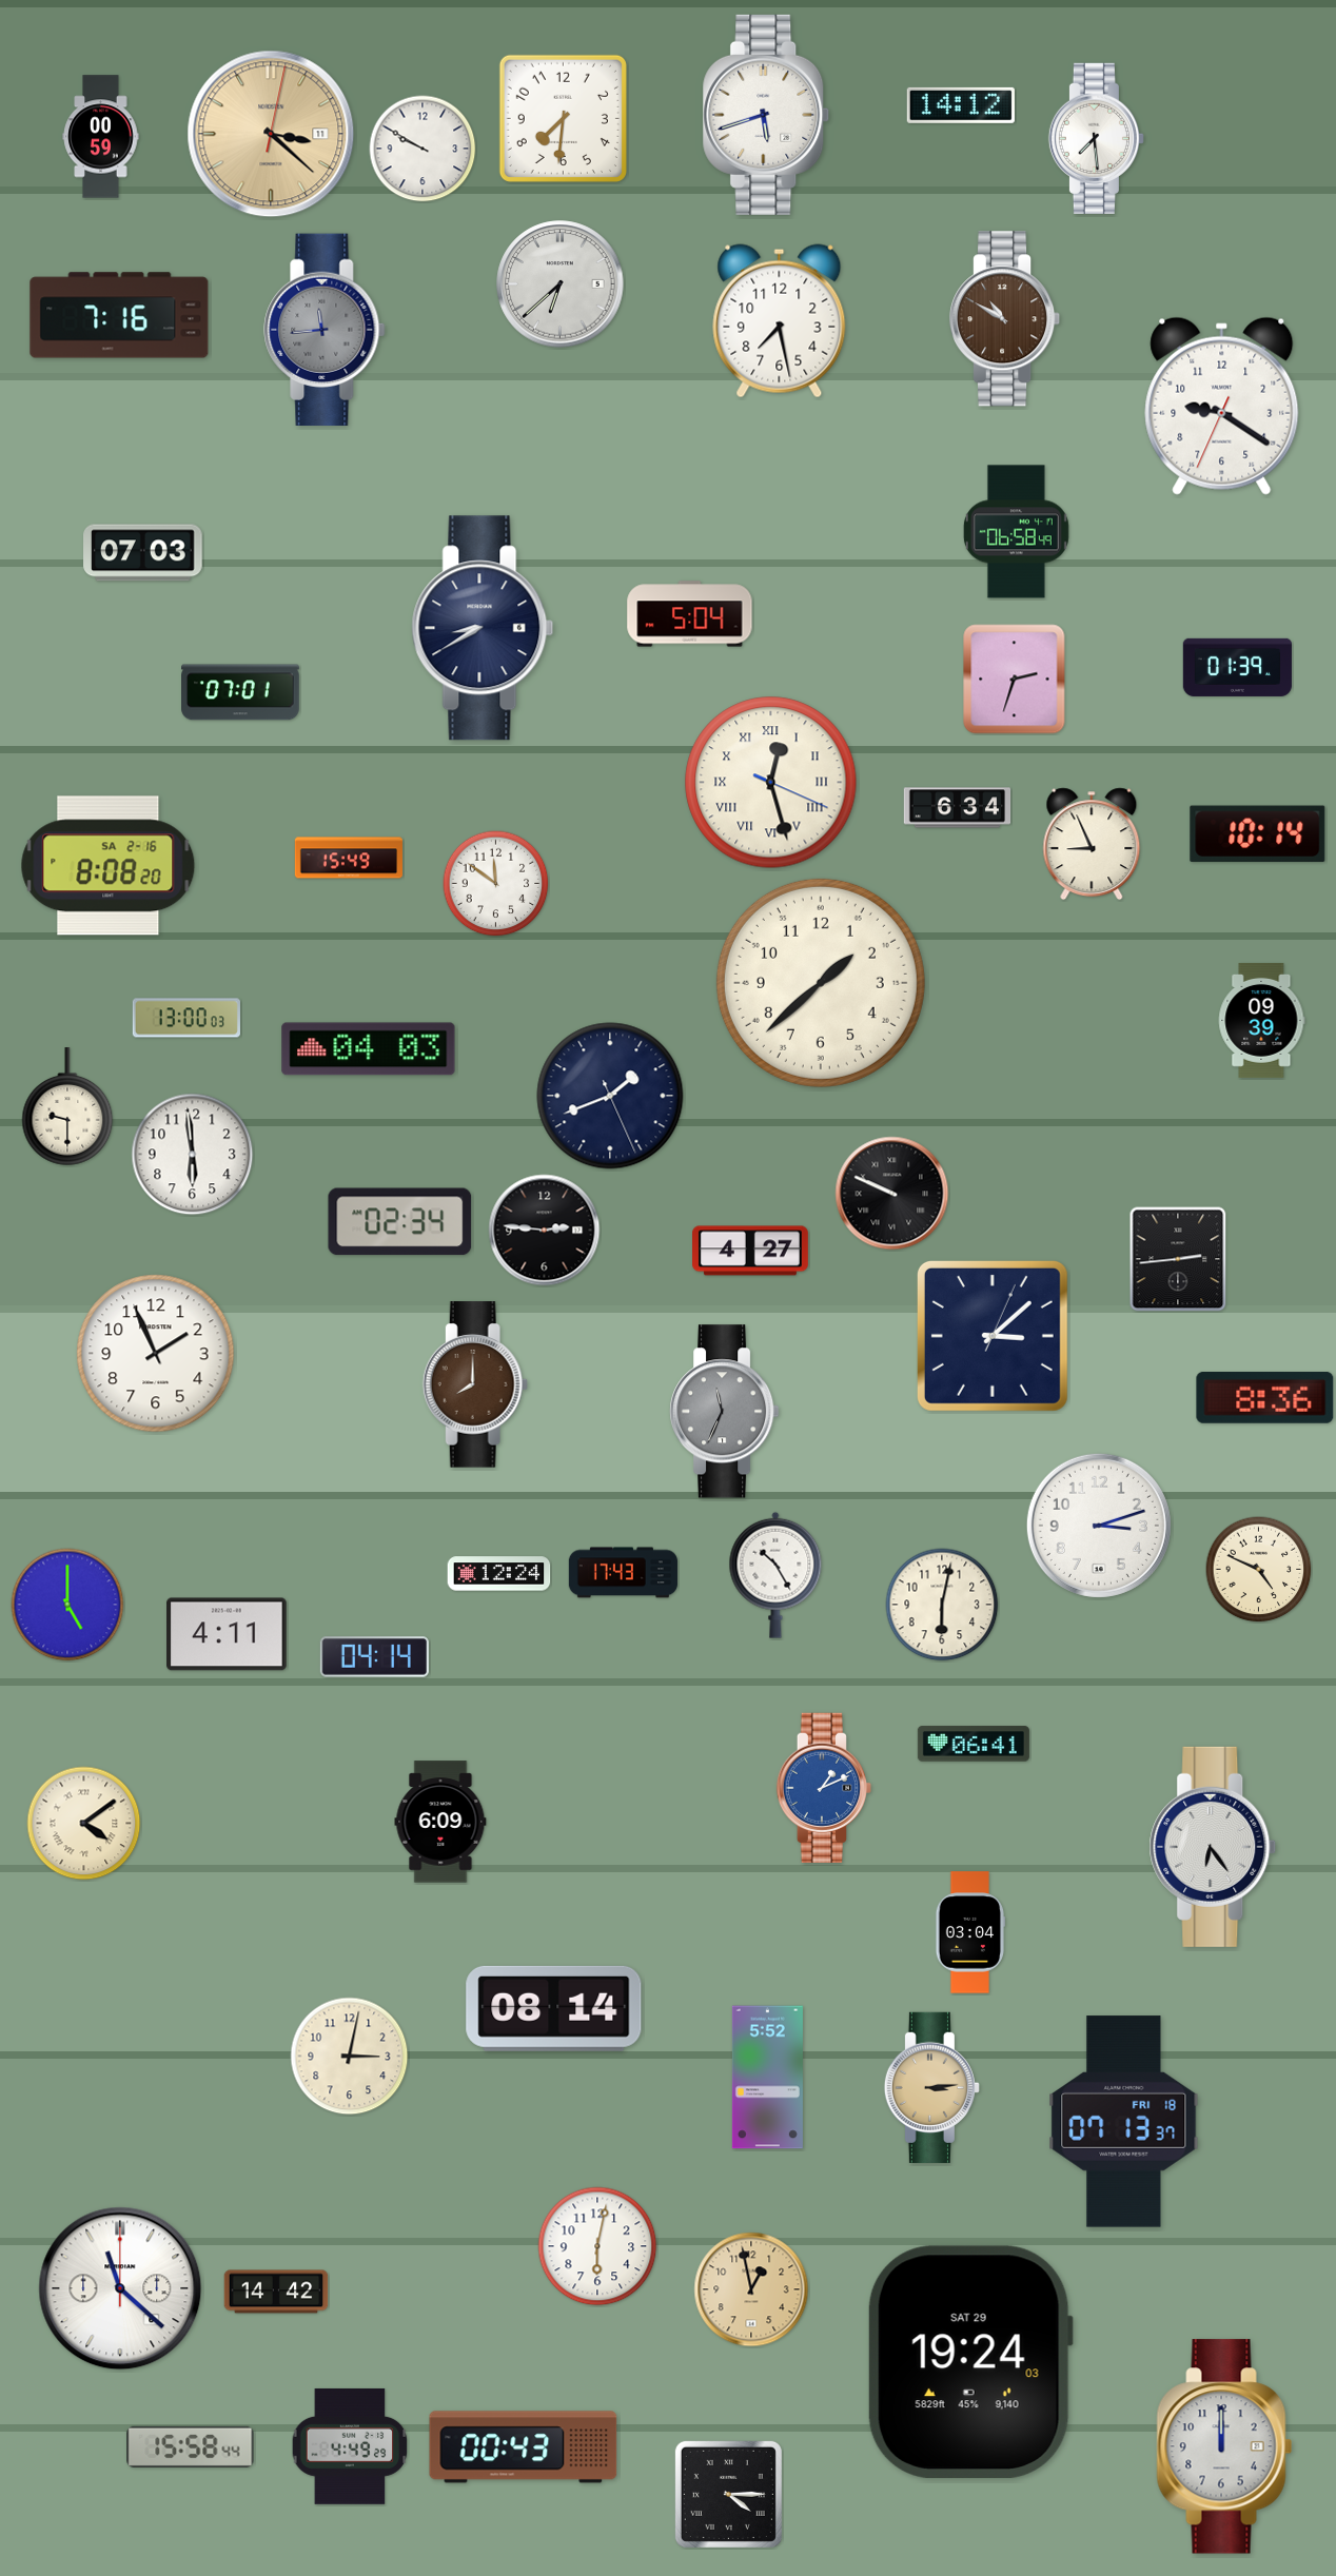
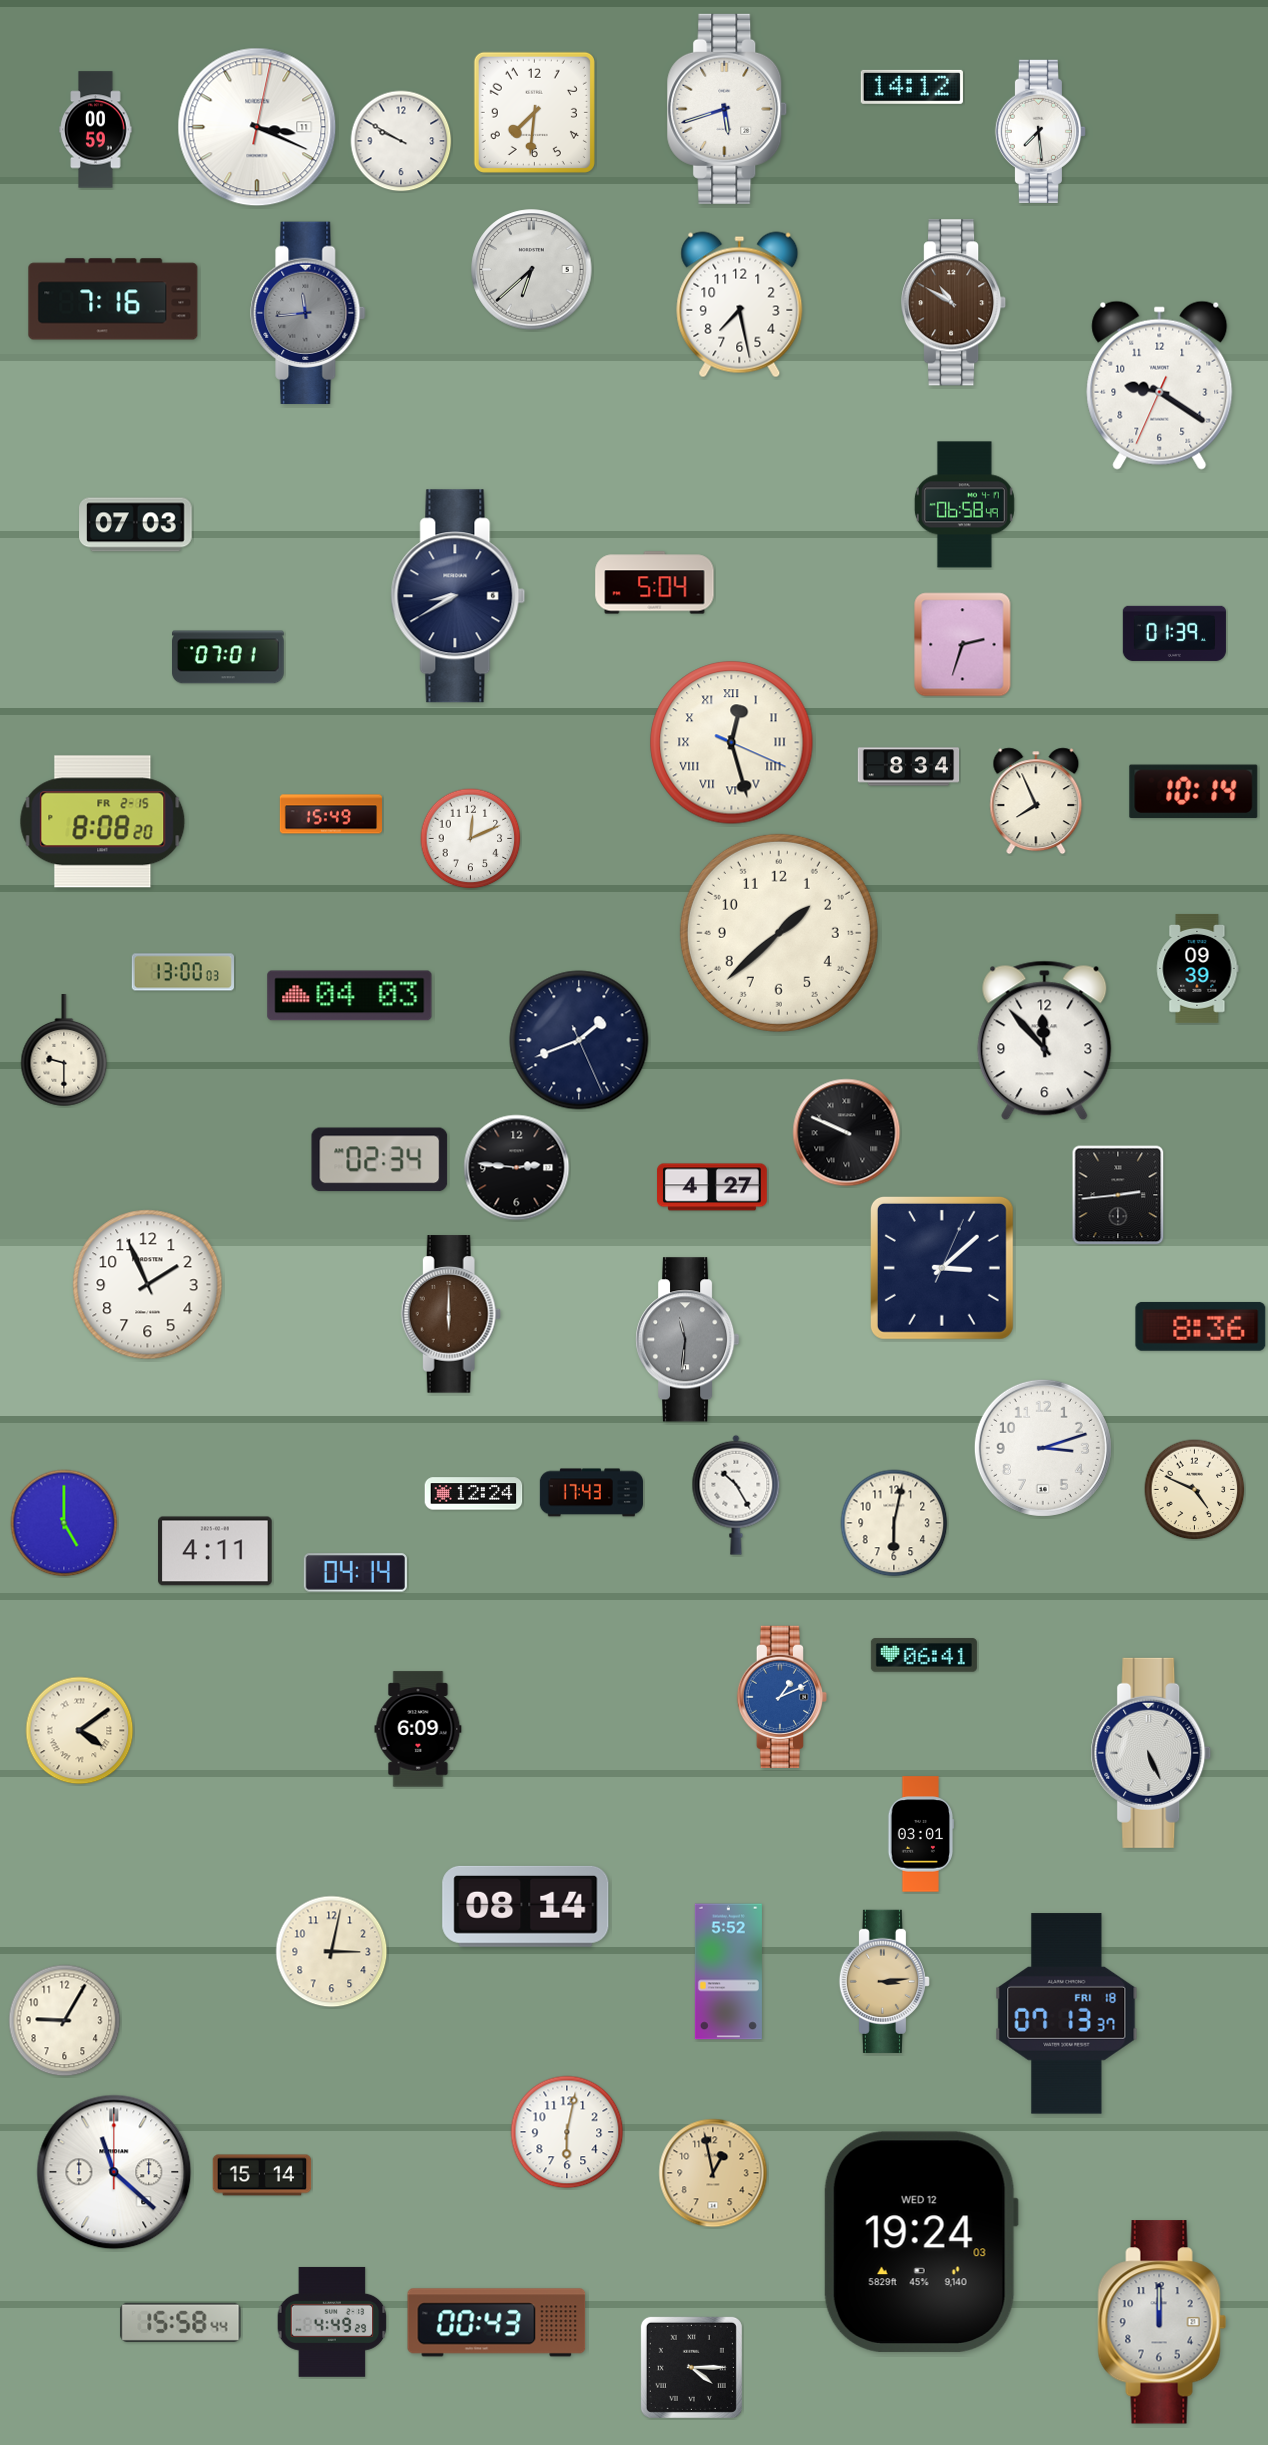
clock at (961, 105) position: (961, 105) -> (912, 87)
clock at (271, 134): 3:22 -> 3:19
clock at (271, 134) dial: champagne -> white
clock at (958, 808): 6:34 -> 8:34
clock at (1092, 844): 8:56 -> 7:56
clock at (109, 866) date: SA 2-16 -> FR 2-15
clock at (496, 884): 11:51 -> 12:11
clock at (185, 1018) position: (185, 1018) -> (182, 972)
clock at (1045, 1041): none -> 11:53
clock at (193, 1155): 5:59 -> none
clock at (475, 1384): 8:00 -> 6:00
clock at (725, 1412): 11:34 -> 11:31
clock at (1213, 1847): 6:24 -> 5:26
clock at (970, 1932): 03:04 -> 03:01
clock at (65, 2021): none -> 9:05
clock at (276, 2292): 14:42 -> 15:14
clock at (970, 2362) date: SAT 29 -> WED 12
